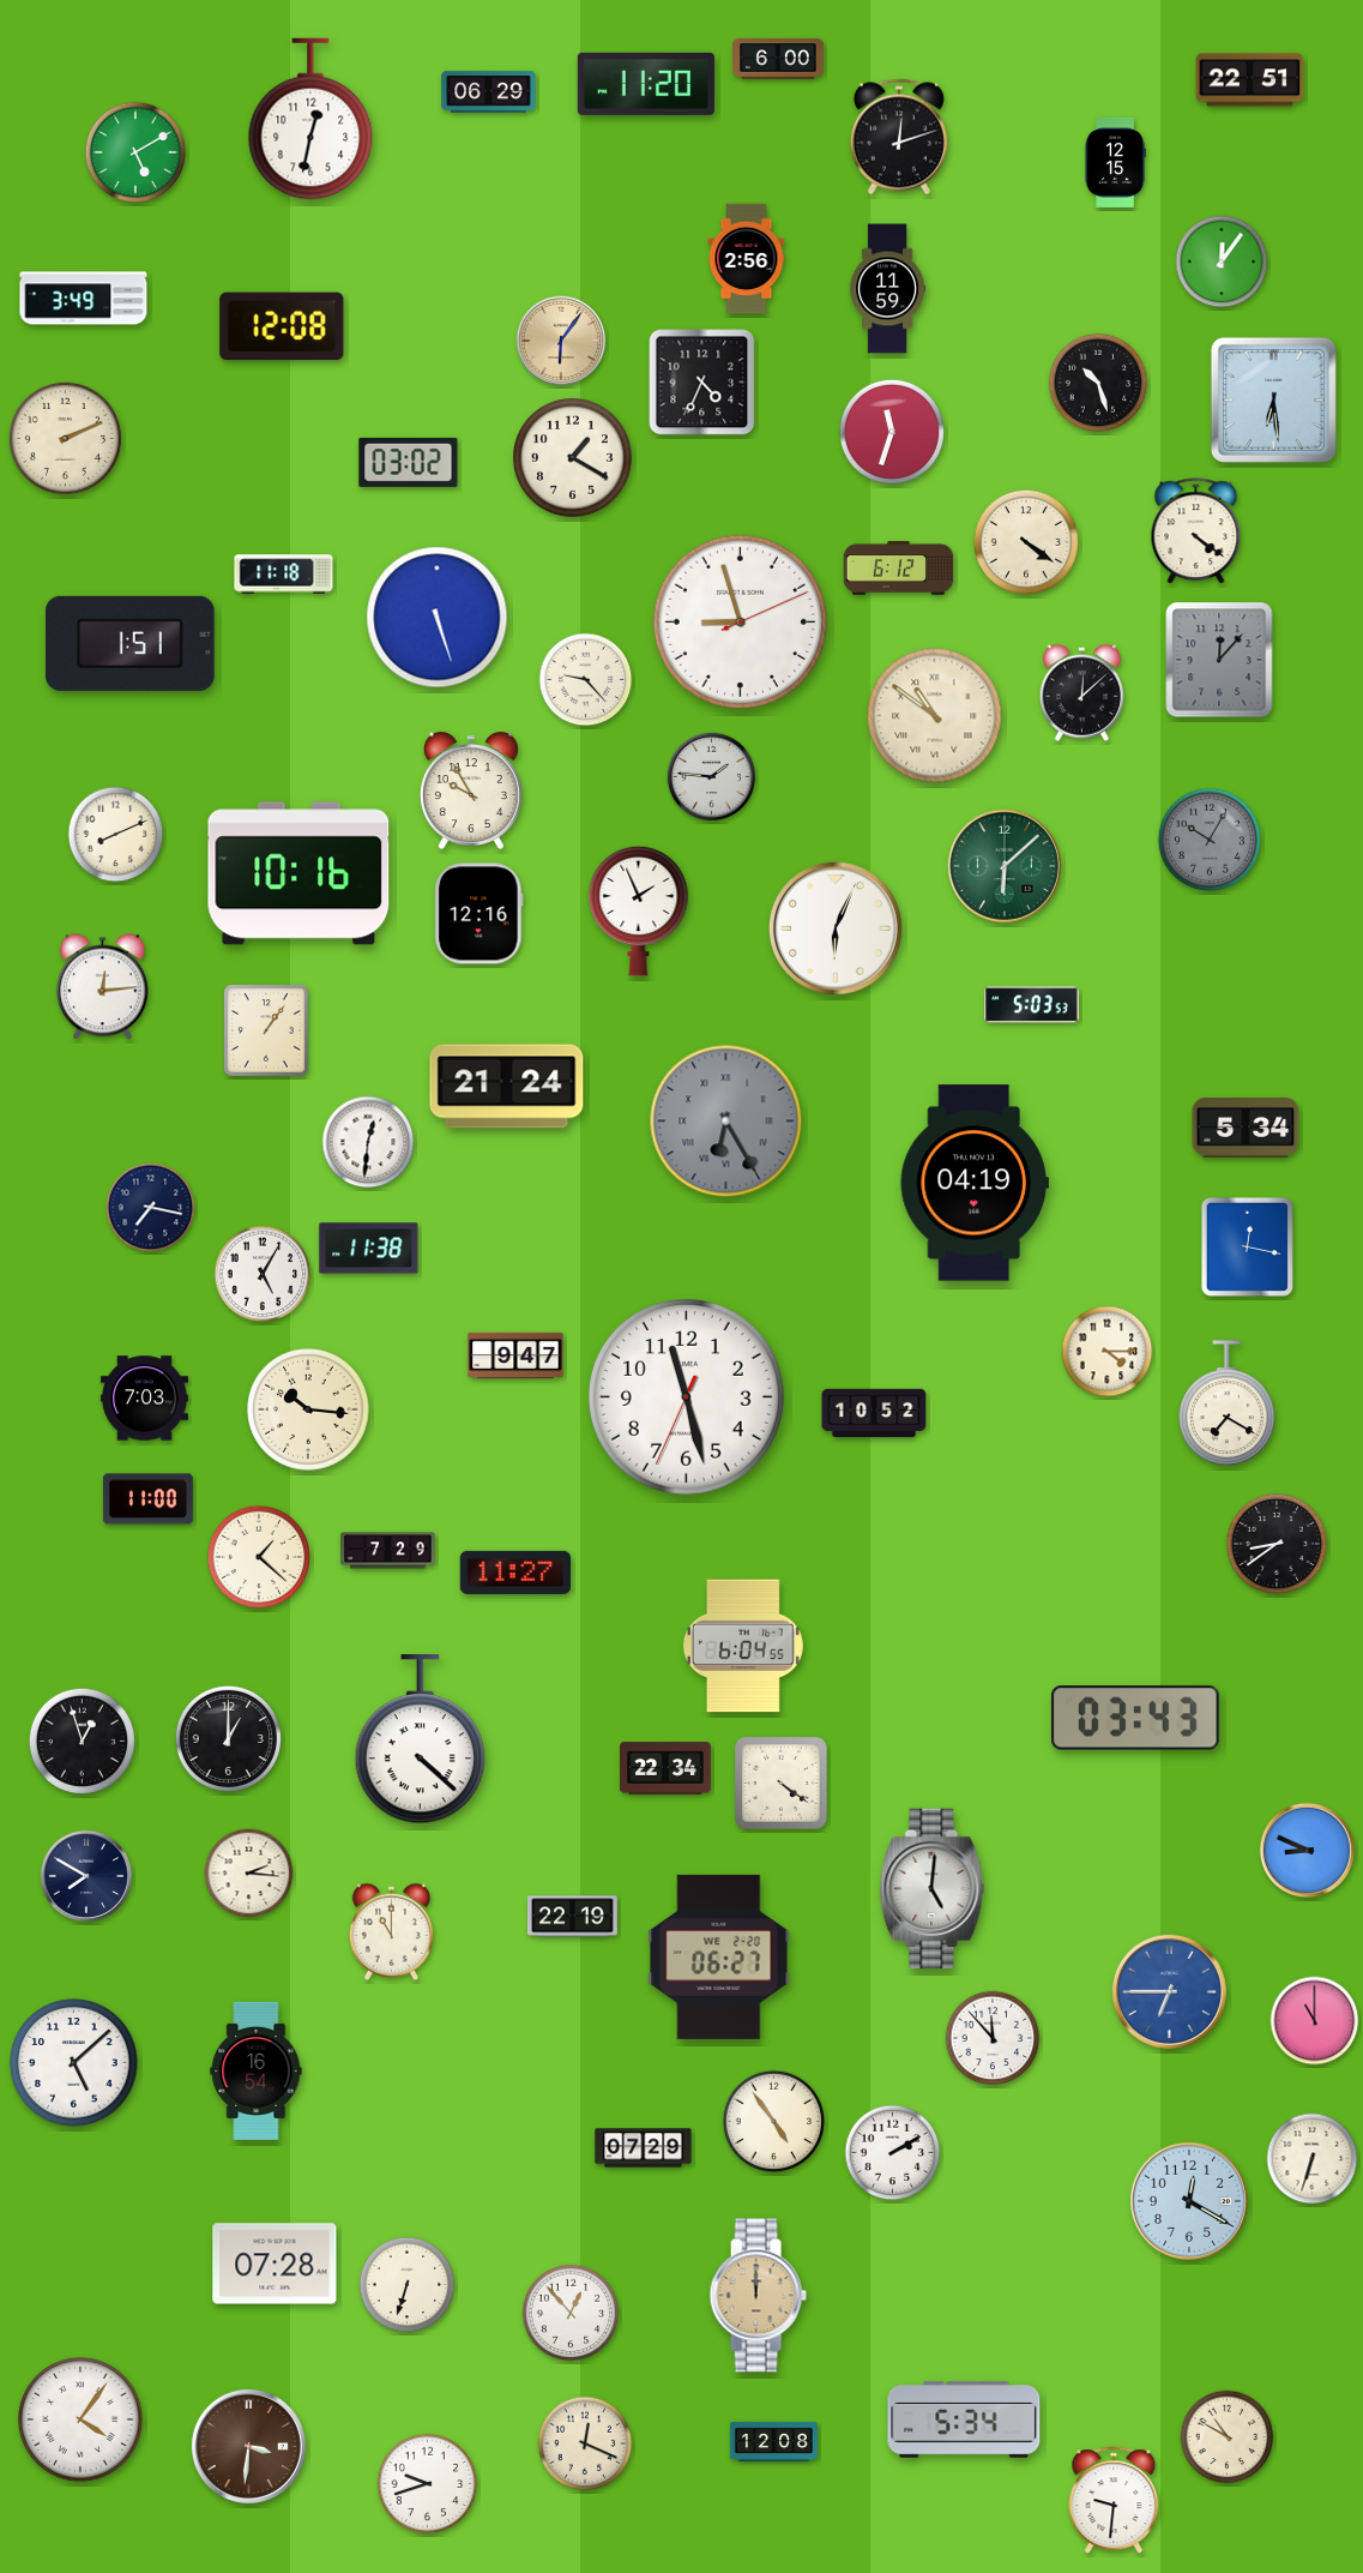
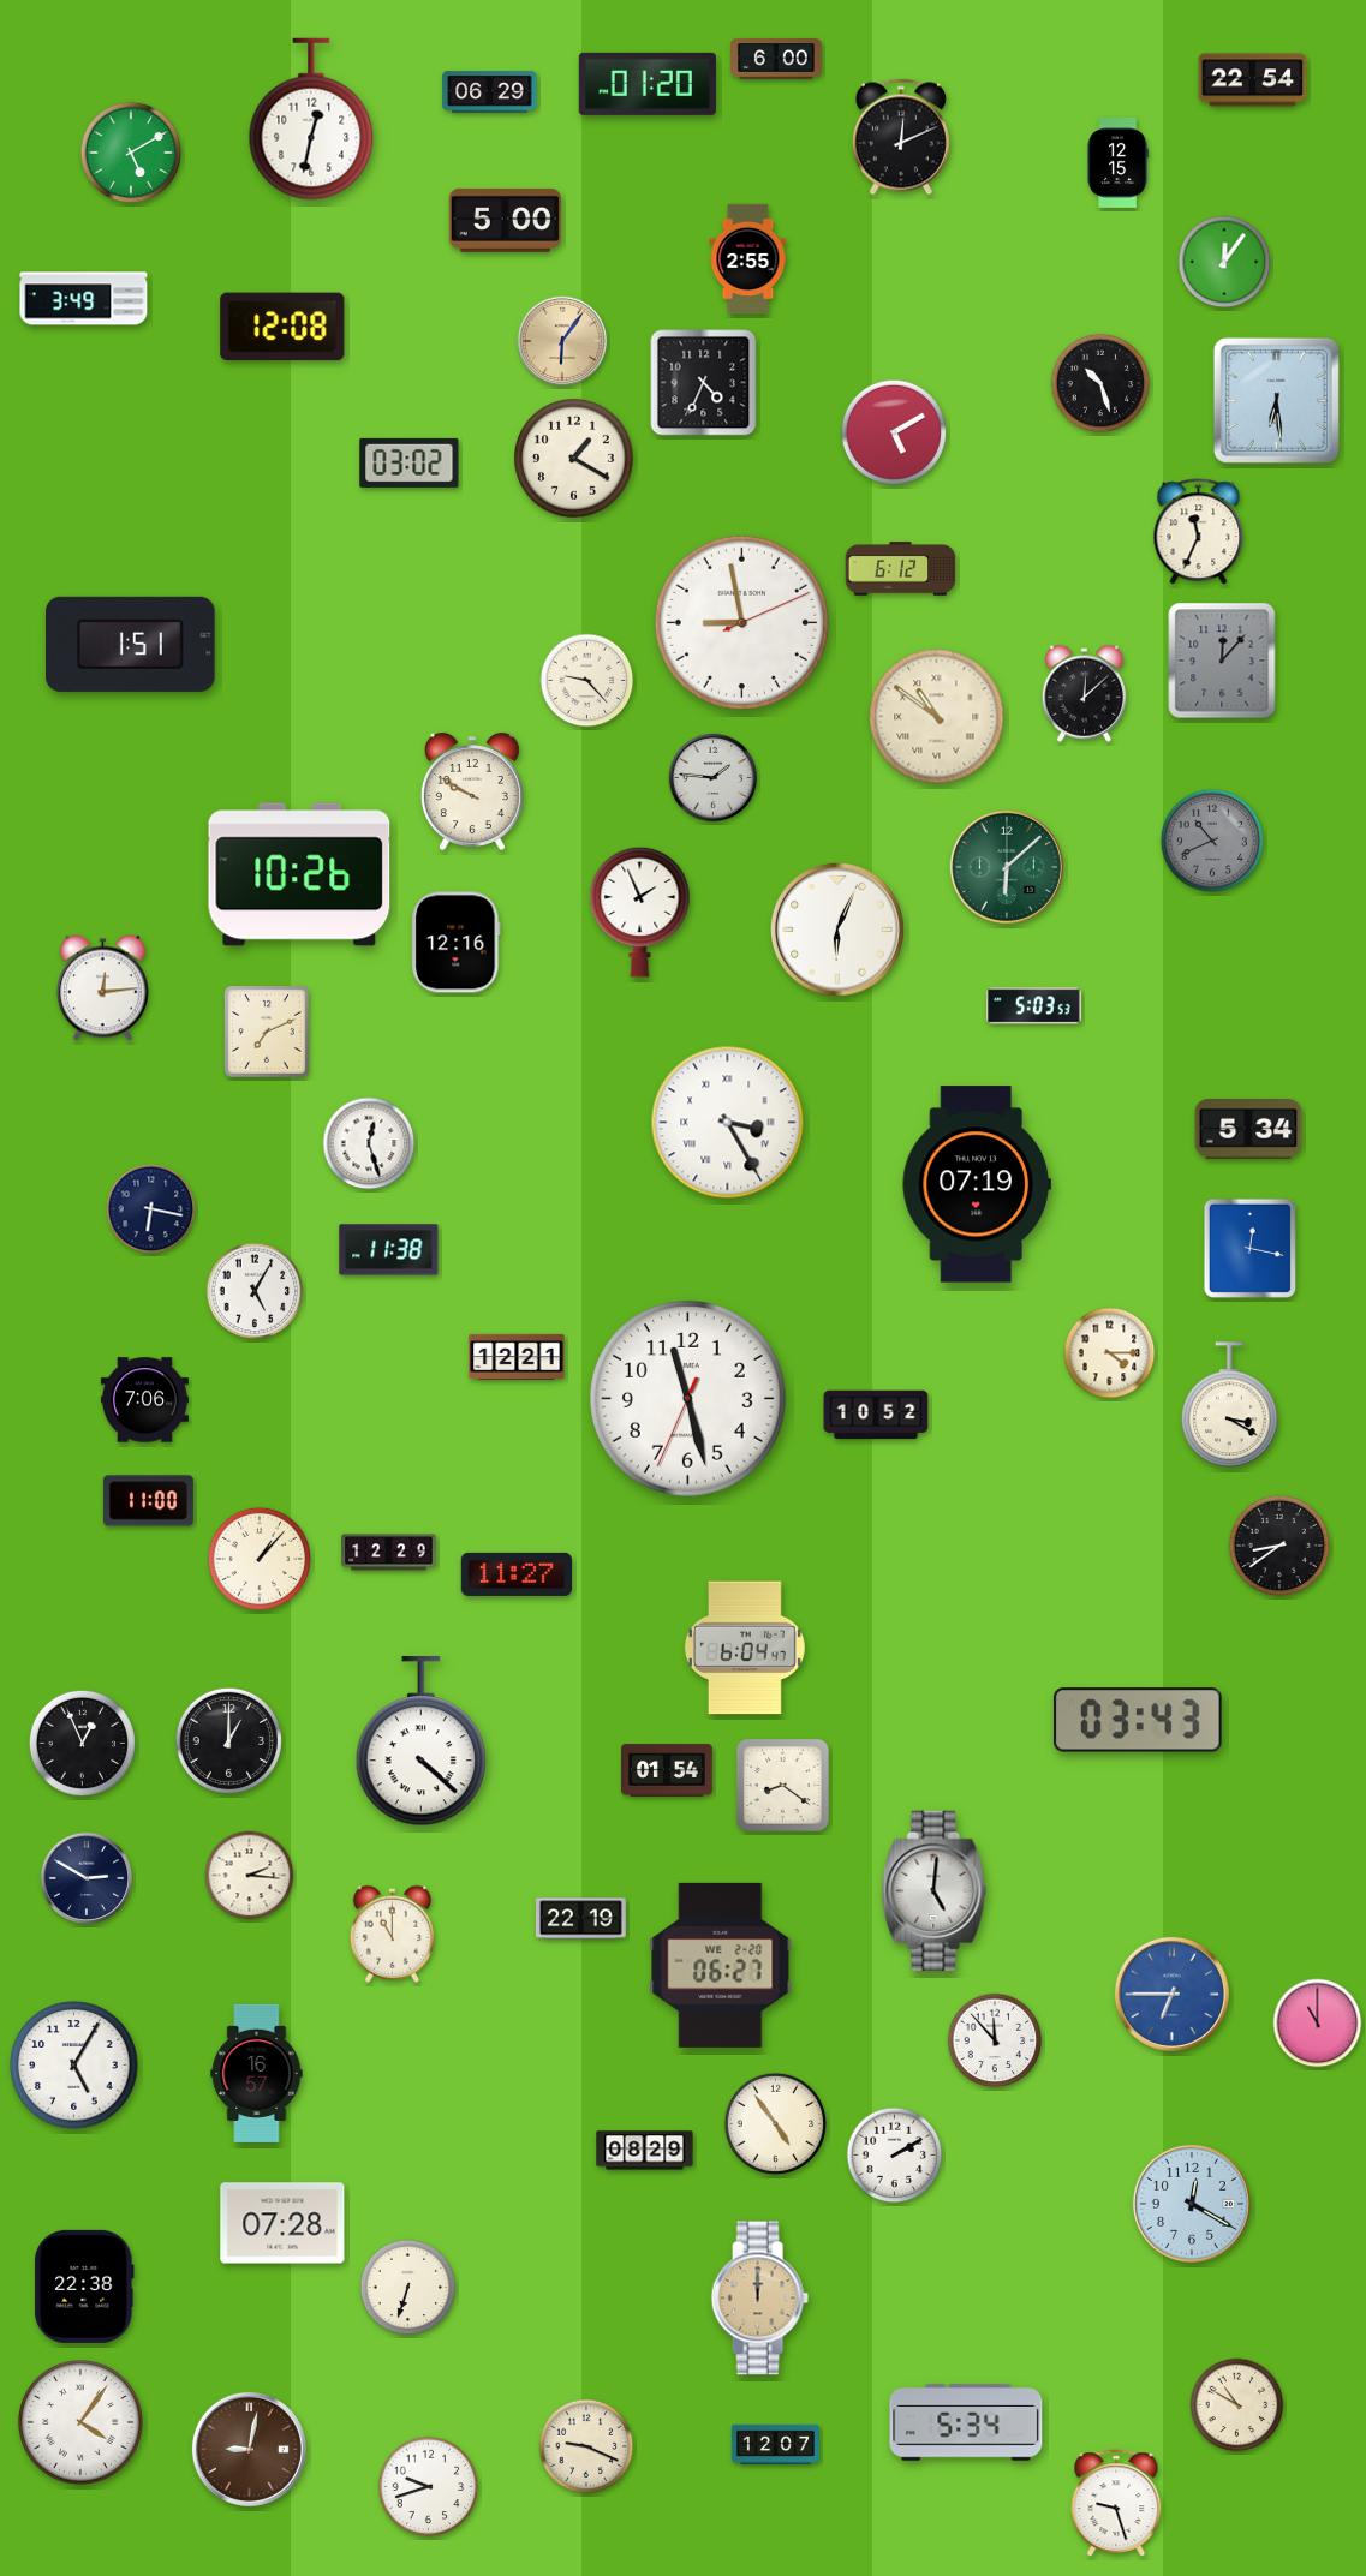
clock at (778, 59) position: (778, 59) -> (776, 59)
clock at (1250, 80): 22:51 -> 22:54
clock at (646, 84): 11:20 -> 01:20
clock at (899, 137): 12:12 -> 12:11
clock at (135, 152) position: (135, 152) -> (131, 153)
clock at (505, 220): none -> 5:00
clock at (747, 259): 2:56 -> 2:55
clock at (888, 289): 11:59 -> none
clock at (892, 432): 11:33 -> 5:10
clock at (65, 438): 2:11 -> none
clock at (1196, 531): 4:21 -> 11:34
clock at (1026, 542): 4:21 -> none
clock at (284, 575): 11:18 -> none
clock at (438, 618): 5:27 -> none
clock at (740, 621): 8:57 -> 8:58
clock at (471, 790): 9:55 -> 9:50
clock at (116, 835): 8:11 -> none
clock at (1208, 840): 10:05 -> 10:41
clock at (298, 873): 10:16 -> 10:26
clock at (480, 914) position: (480, 914) -> (457, 943)
clock at (267, 1030): 1:06 -> 7:11
clock at (507, 1087): 21:24 -> none
clock at (726, 1122): 6:25 -> 3:25
clock at (726, 1122) dial: grey -> white
clock at (368, 1142): 12:31 -> 12:27
clock at (975, 1183): 04:19 -> 07:19
clock at (151, 1208): 7:17 -> 6:17
clock at (369, 1249) position: (369, 1249) -> (389, 1250)
clock at (263, 1274) position: (263, 1274) -> (255, 1291)
clock at (515, 1355): 9:47 -> 12:21
clock at (144, 1399): 7:03 -> 7:06
clock at (1228, 1403): 7:20 -> 3:20
clock at (308, 1409): 10:16 -> none
clock at (388, 1551): 7:29 -> 12:29
clock at (258, 1557): 1:22 -> 1:07
clock at (743, 1646): 6:04:55 -> 6:04:47
clock at (82, 1741): 12:57 -> 12:56
clock at (665, 1768): 22:34 -> 01:54
clock at (782, 1784): 4:21 -> 8:21
clock at (1307, 1850): 8:49 -> none
clock at (86, 1876): 7:50 -> 2:50
clock at (572, 1917) position: (572, 1917) -> (580, 1919)
clock at (719, 1956) position: (719, 1956) -> (721, 1965)
clock at (74, 2063): 5:08 -> 5:05
clock at (257, 2070): 16:54 -> 16:57
clock at (644, 2148): 07:29 -> 08:29
clock at (1313, 2159): 6:33 -> none
clock at (275, 2264) position: (275, 2264) -> (282, 2223)
clock at (84, 2287): none -> 22:38
clock at (571, 2313): 12:53 -> none
clock at (1228, 2437) position: (1228, 2437) -> (1237, 2405)
clock at (773, 2441): 12:08 -> 12:07
clock at (585, 2443): 12:19 -> 9:19
clock at (248, 2446): 3:31 -> 9:02
clock at (1114, 2501): 9:31 -> 9:27
